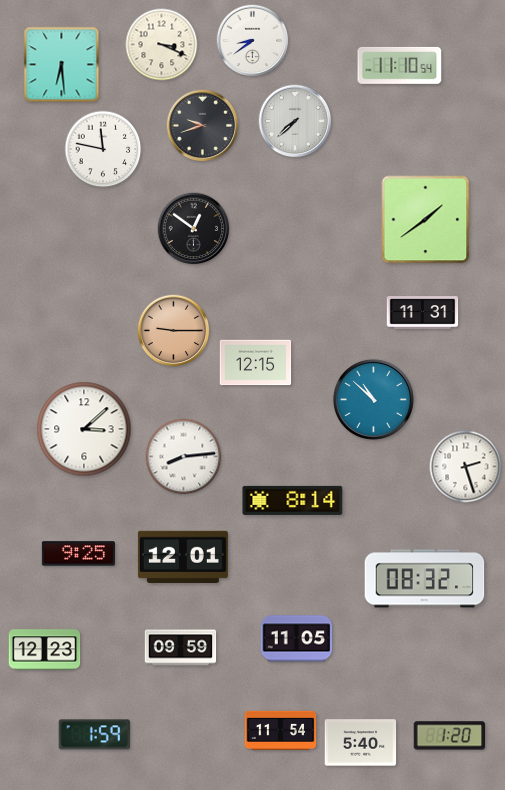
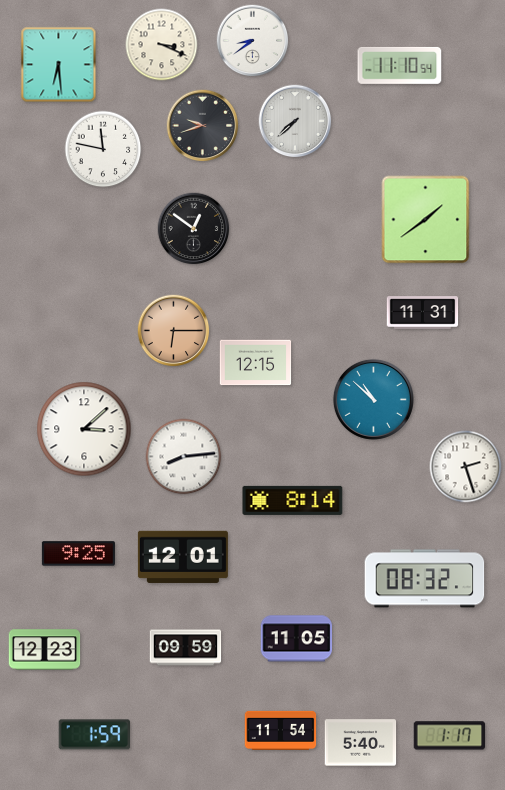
clock at (62, 65) position: (62, 65) -> (59, 65)
clock at (174, 331): 9:15 -> 6:15
clock at (181, 648) position: (181, 648) -> (186, 648)
clock at (450, 736): 1:20 -> 1:17
